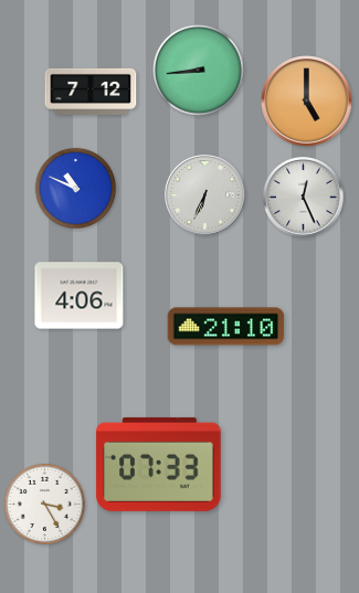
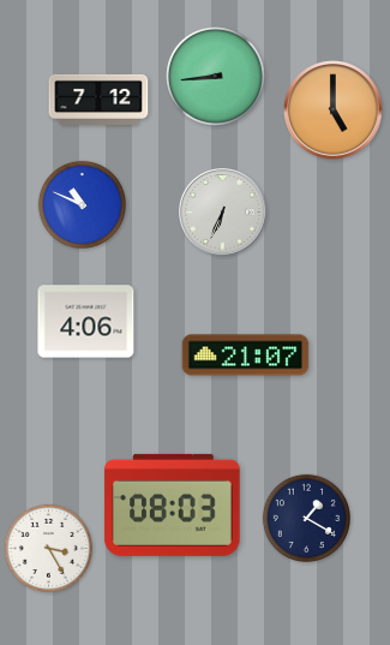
clock at (304, 198): 12:26 -> none
clock at (226, 327): 21:10 -> 21:07
clock at (159, 464): 07:33 -> 08:03
clock at (306, 518): none -> 1:20
